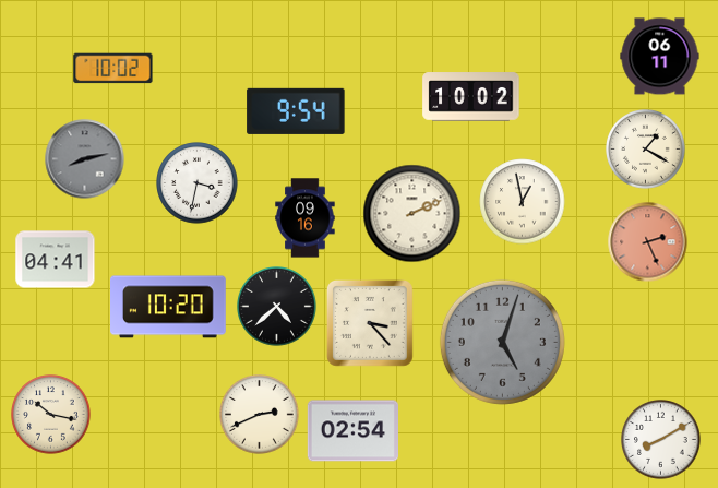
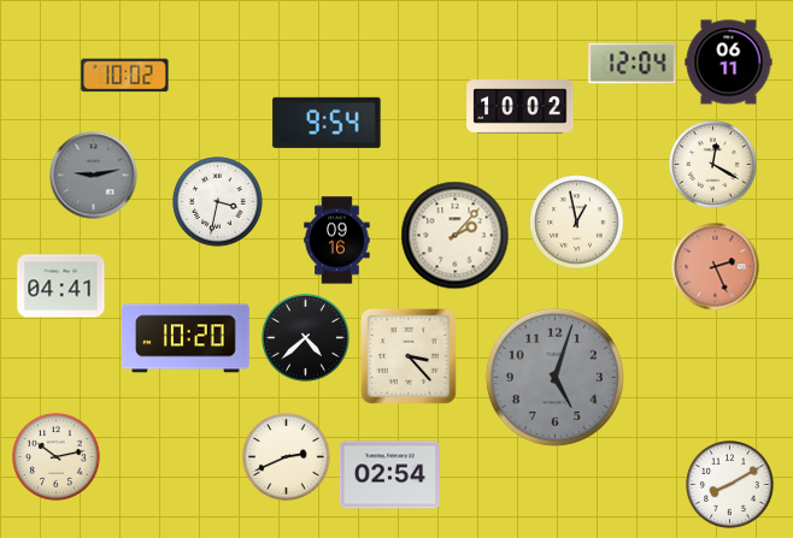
clock at (633, 64): none -> 12:04
clock at (646, 150): 1:20 -> 12:20
clock at (85, 159): 8:13 -> 9:13
clock at (412, 214): 2:11 -> 2:07
clock at (51, 415): 10:17 -> 10:13
